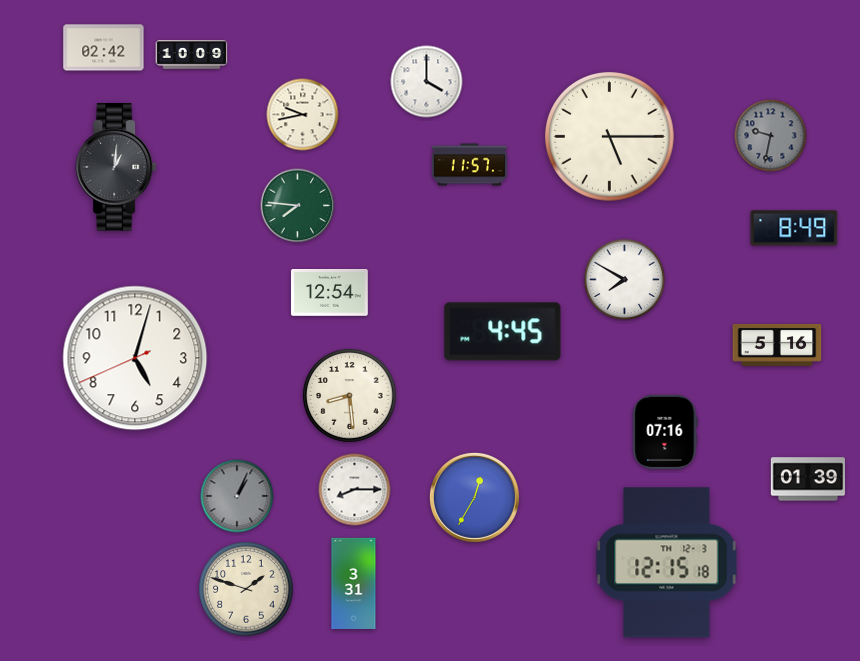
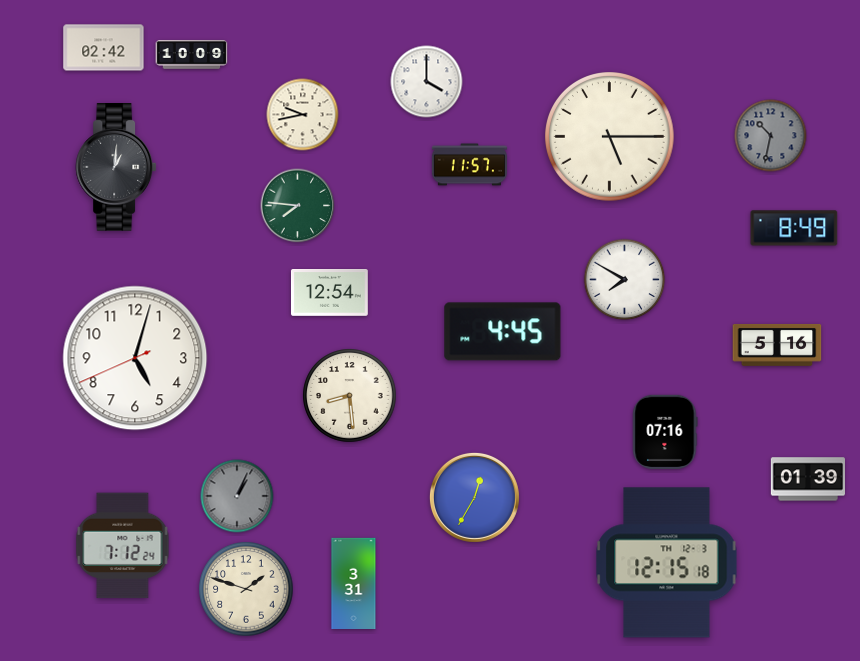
clock at (771, 136): 9:32 -> 10:32
clock at (355, 490): 8:15 -> none
clock at (123, 546): none -> 7:12
